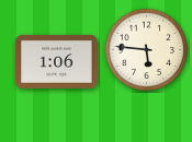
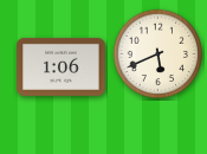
clock at (147, 50): 5:46 -> 5:41
